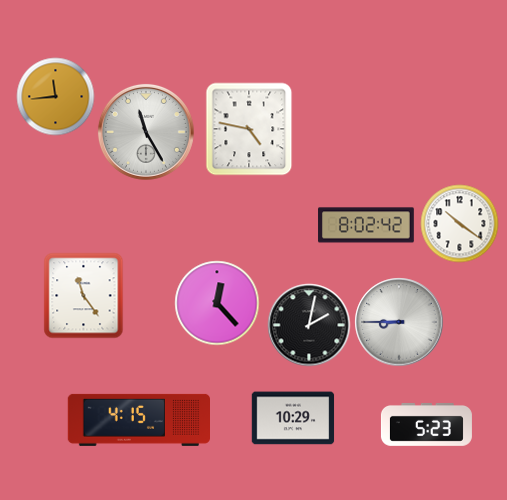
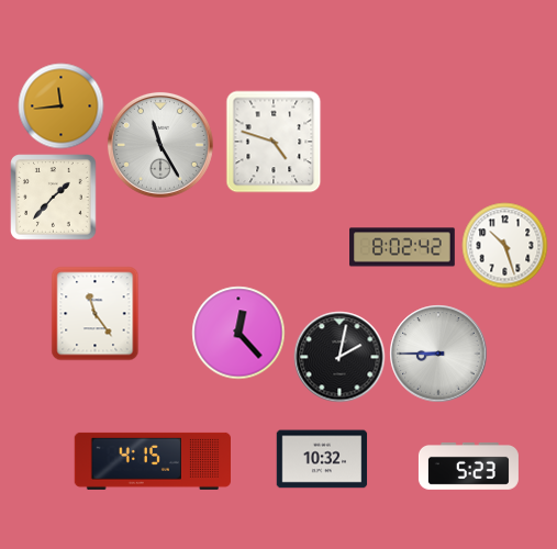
clock at (249, 129): 4:47 -> 4:48
clock at (53, 197): none -> 1:37
clock at (459, 223): 10:21 -> 10:27
clock at (84, 295) position: (84, 295) -> (96, 313)
clock at (293, 418): 10:29 -> 10:32
